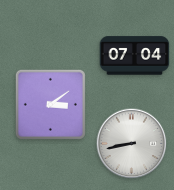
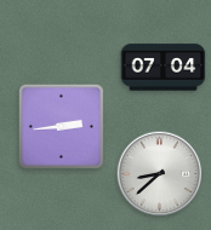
clock at (50, 104): 3:09 -> 2:44
clock at (132, 144): 8:43 -> 8:38
